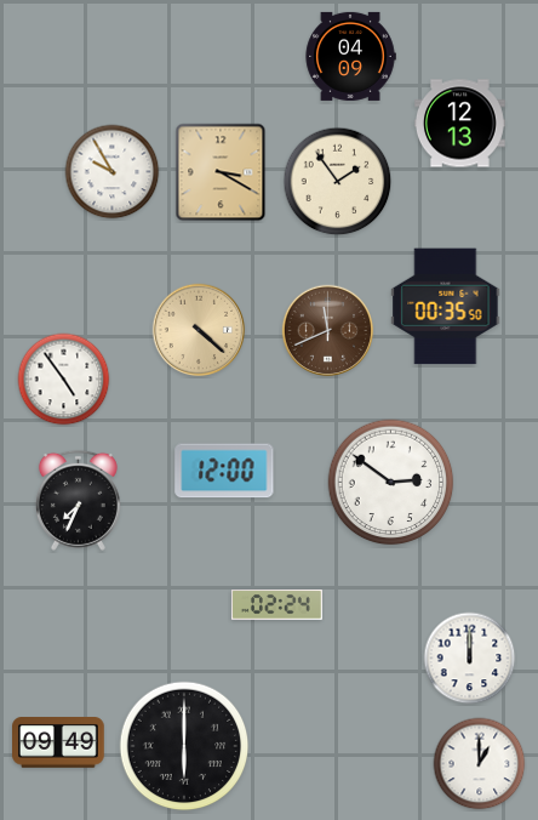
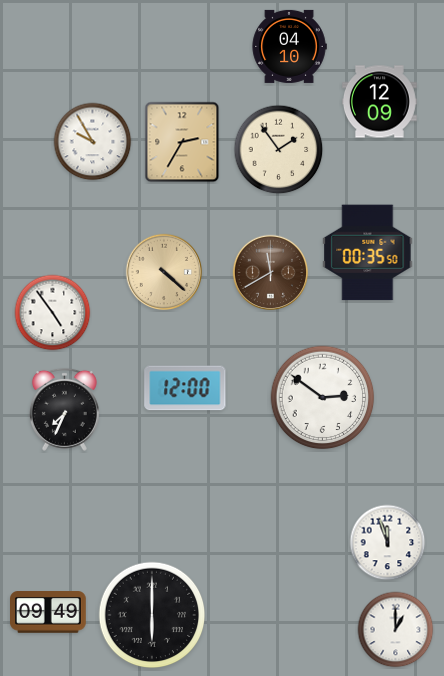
clock at (350, 56): 04:09 -> 04:10
clock at (460, 124): 12:13 -> 12:09
clock at (221, 172): 3:20 -> 2:35
clock at (328, 331): 11:41 -> 11:40
clock at (78, 500) position: (78, 500) -> (64, 409)
clock at (276, 605): 02:24 -> none
clock at (470, 659): 12:00 -> 11:57
